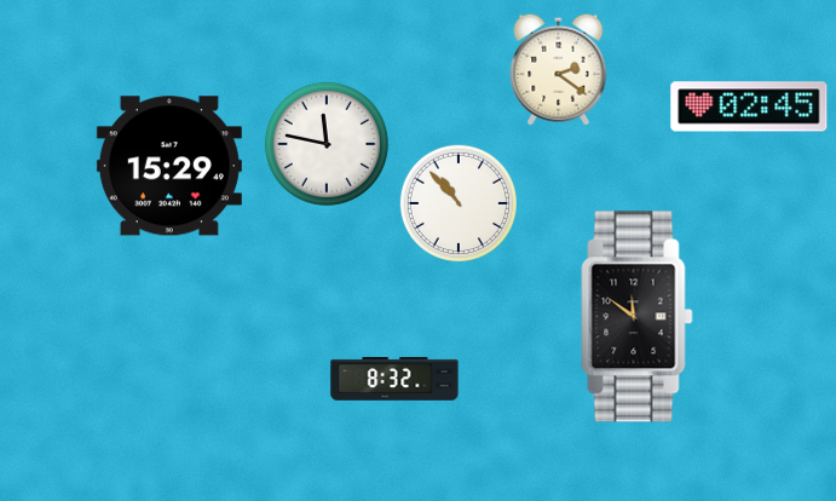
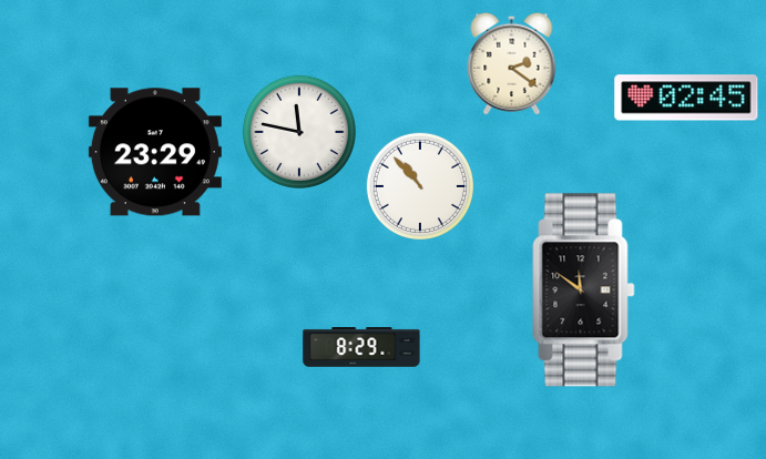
clock at (169, 166): 15:29 -> 23:29
clock at (394, 379): 8:32 -> 8:29
